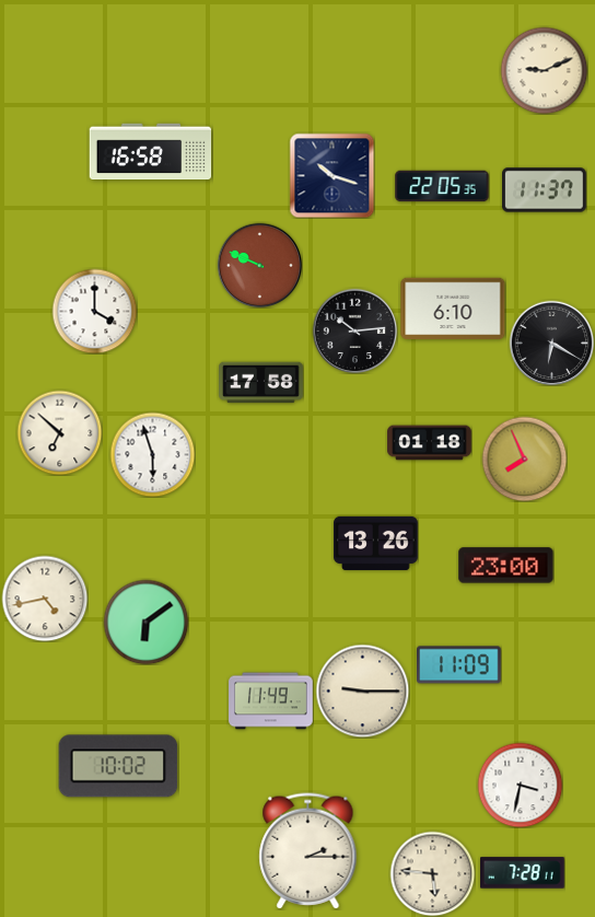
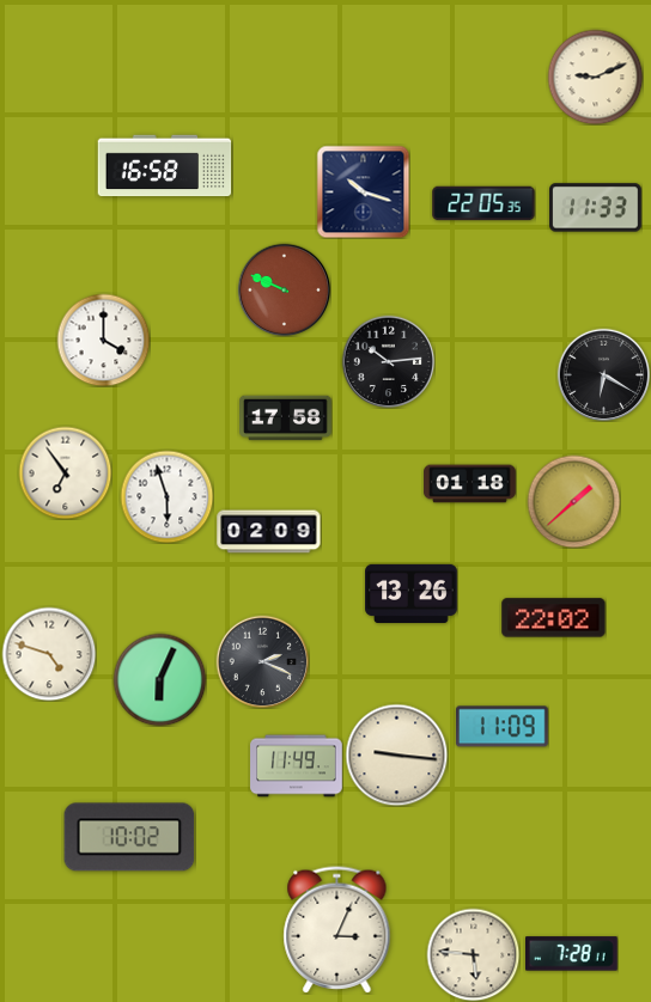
clock at (545, 190): 11:37 -> 11:33
clock at (453, 309): 6:10 -> none
clock at (59, 432): 6:52 -> 6:54
clock at (524, 458): 7:56 -> 1:38
clock at (269, 532): none -> 02:09
clock at (506, 566): 23:00 -> 22:02
clock at (45, 599): 4:43 -> 4:48
clock at (262, 661): none -> 2:19
clock at (145, 622): 6:09 -> 6:04
clock at (362, 690): 9:15 -> 9:16
clock at (520, 785): 3:32 -> none
clock at (308, 851): 2:15 -> 3:04
